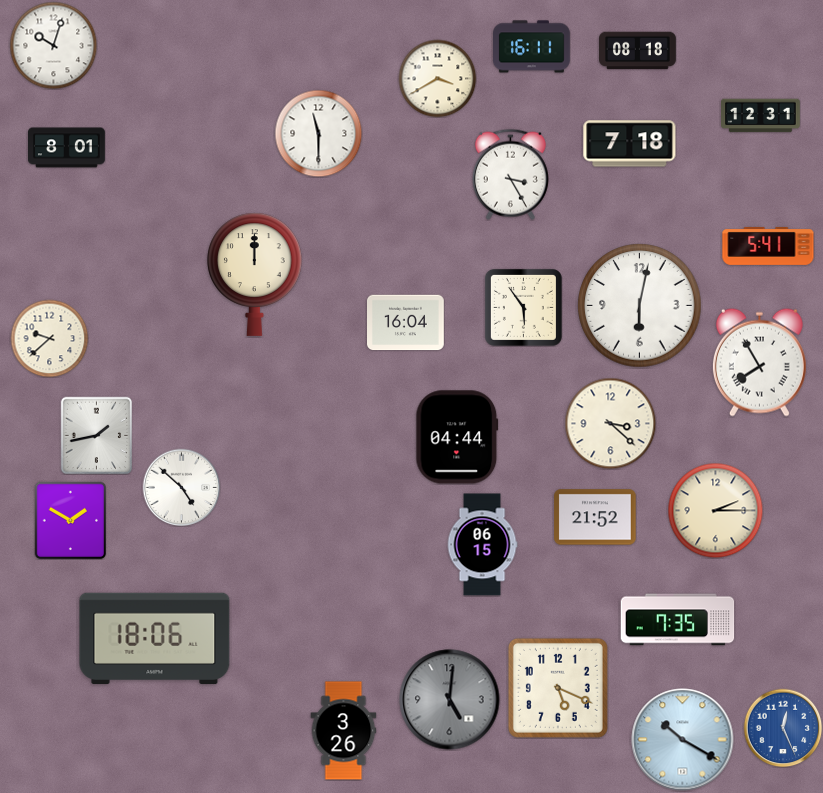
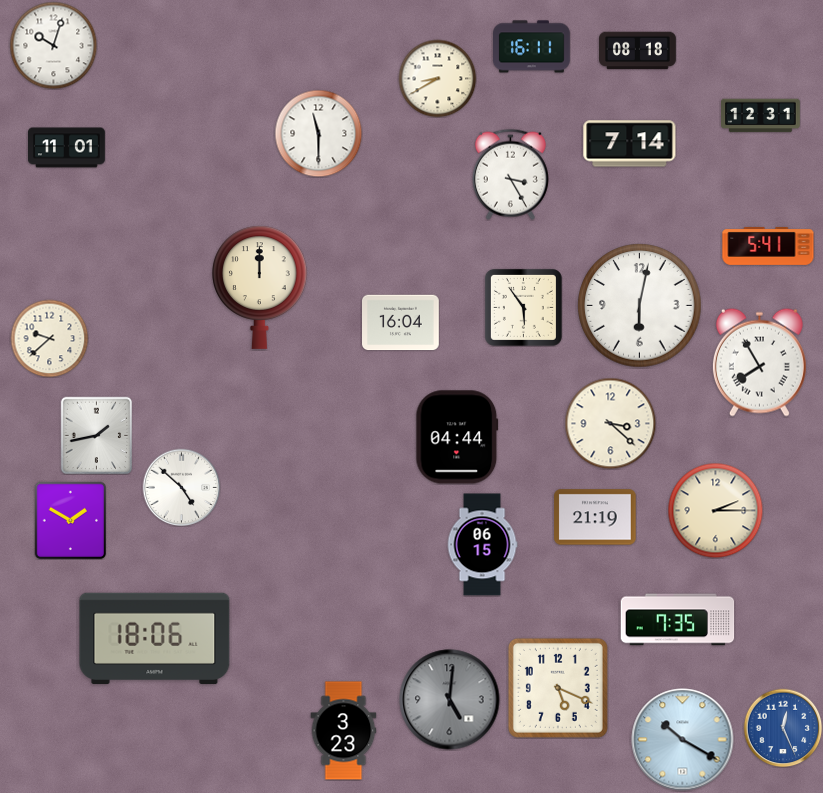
clock at (437, 78): 3:40 -> 8:40
clock at (630, 144): 7:18 -> 7:14
clock at (67, 148): 8:01 -> 11:01
clock at (255, 274) position: (255, 274) -> (260, 287)
clock at (406, 323) position: (406, 323) -> (401, 323)
clock at (595, 517): 21:52 -> 21:19
clock at (344, 731): 3:26 -> 3:23
